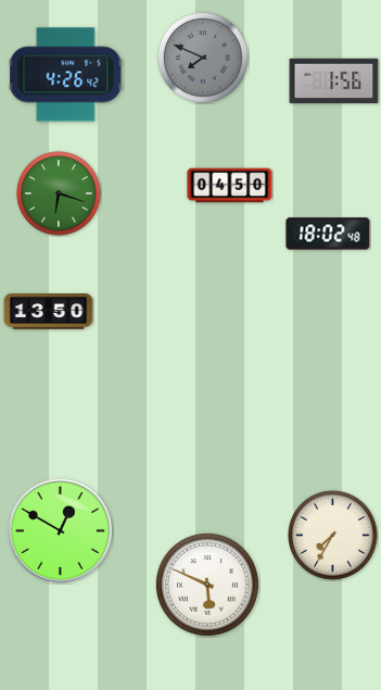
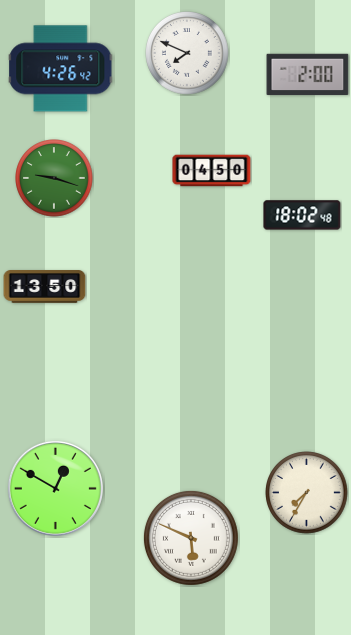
clock at (204, 59) dial: grey -> white
clock at (334, 81): 1:56 -> 2:00
clock at (59, 193): 6:18 -> 9:18
